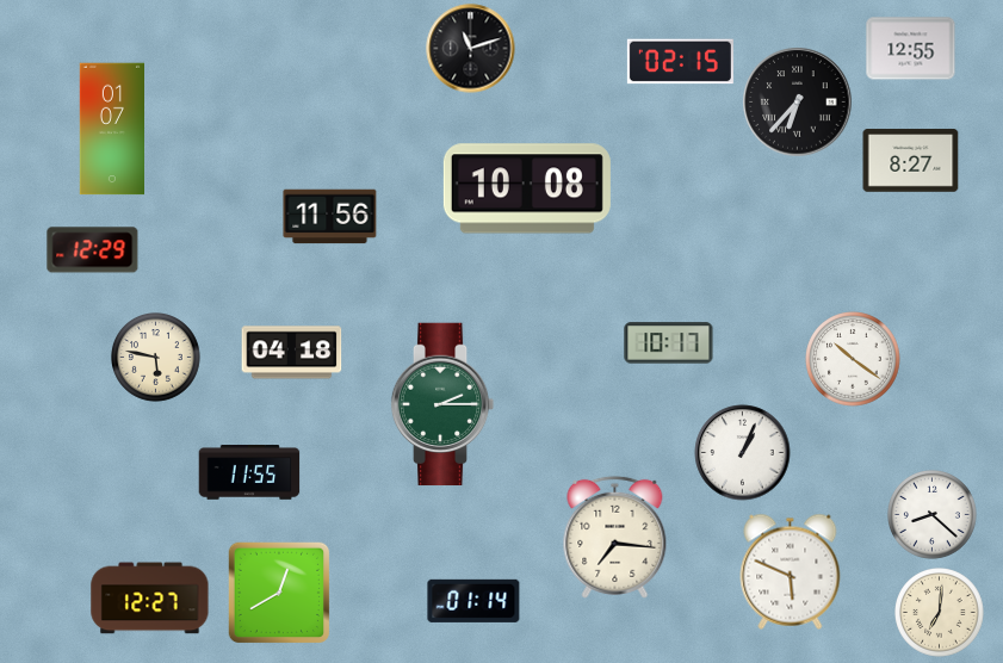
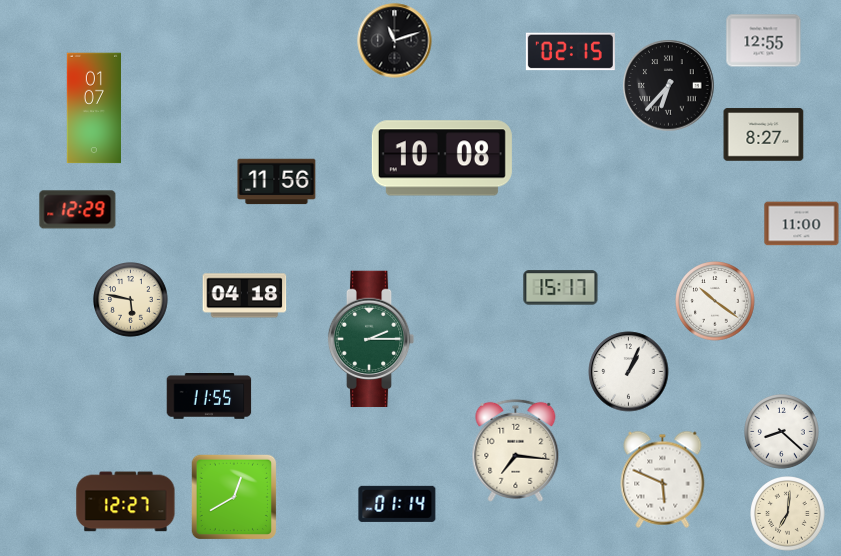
clock at (802, 224): none -> 11:00
clock at (669, 343): 10:17 -> 15:17
clock at (743, 453) position: (743, 453) -> (629, 372)
